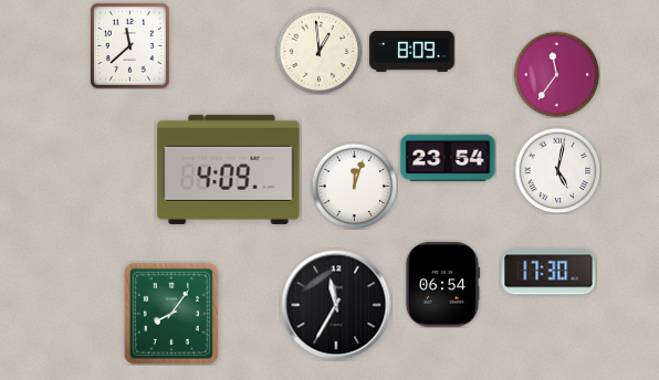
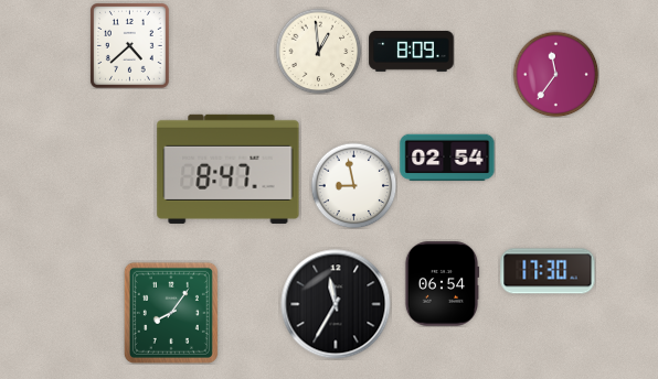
clock at (130, 46): 11:38 -> 4:38
clock at (448, 158): 23:54 -> 02:54
clock at (229, 169): 4:09 -> 8:47
clock at (557, 170): 5:02 -> none
clock at (354, 186): 12:03 -> 8:58
